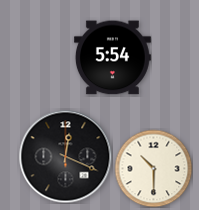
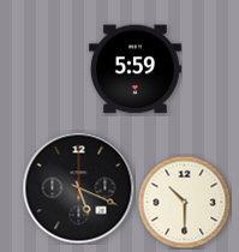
clock at (112, 58): 5:54 -> 5:59
clock at (65, 156): 12:19 -> 5:19
